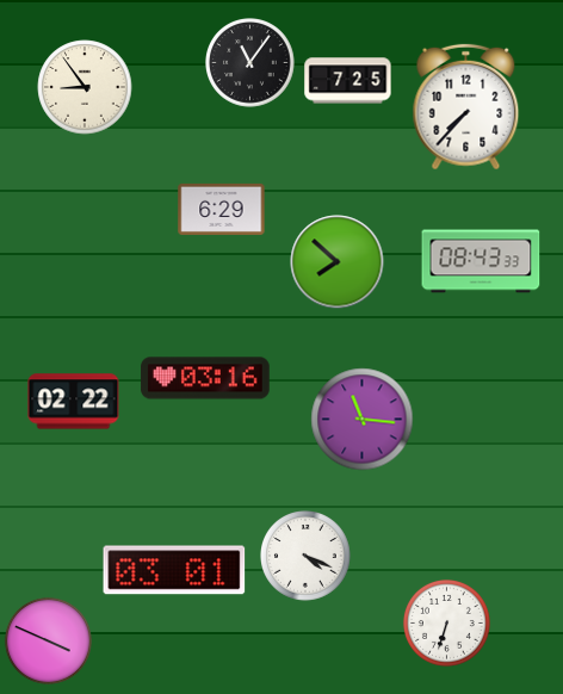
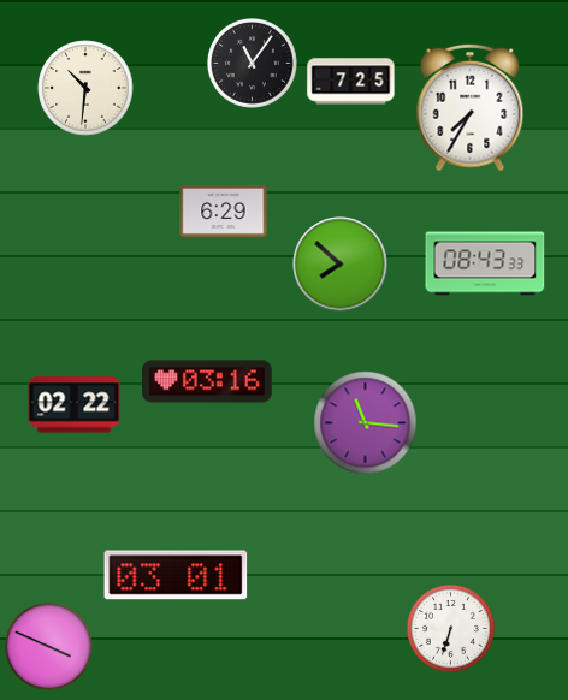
clock at (85, 87): 8:54 -> 10:31
clock at (466, 107): 7:37 -> 7:35
clock at (305, 556): 4:19 -> none
